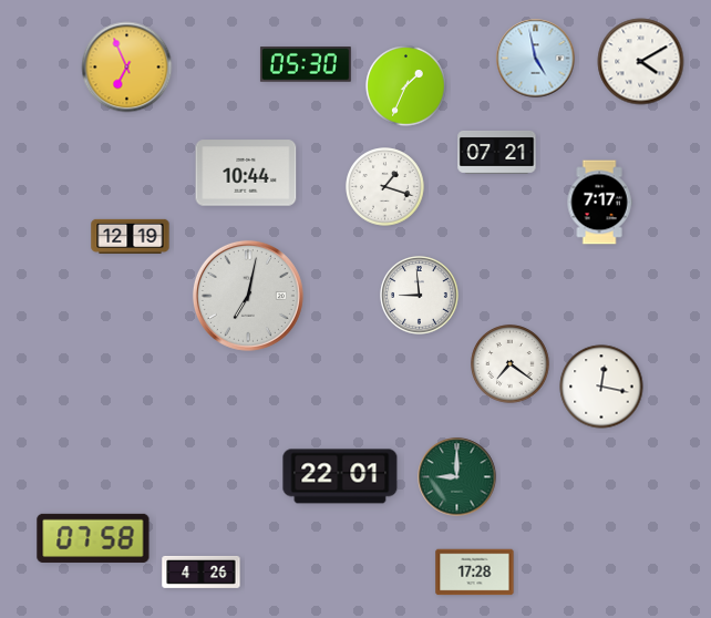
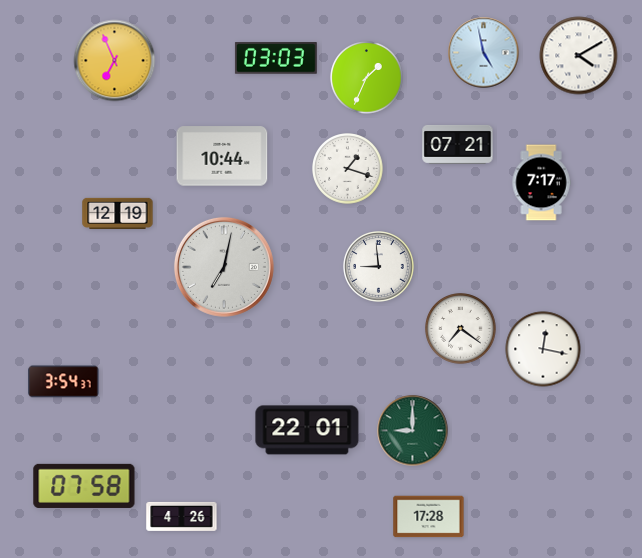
clock at (306, 64): 05:30 -> 03:03
clock at (497, 153) position: (497, 153) -> (458, 145)
clock at (64, 382): none -> 3:54
